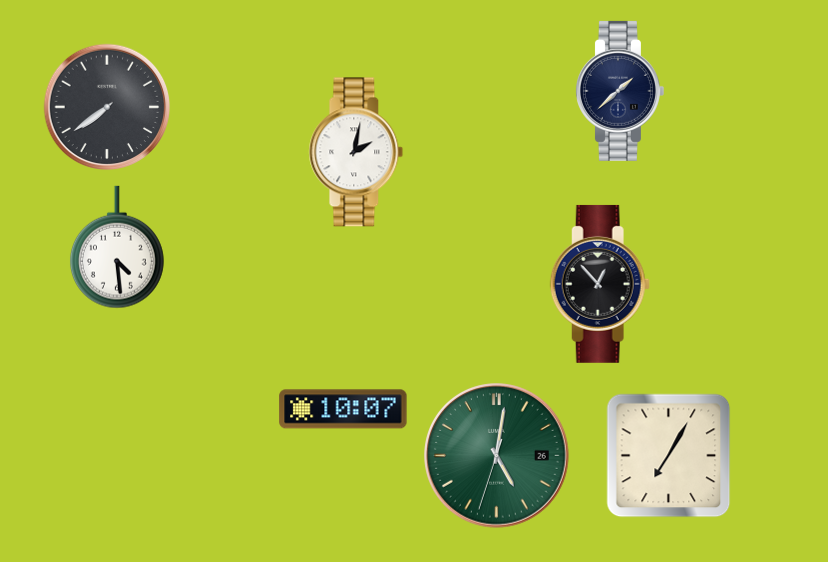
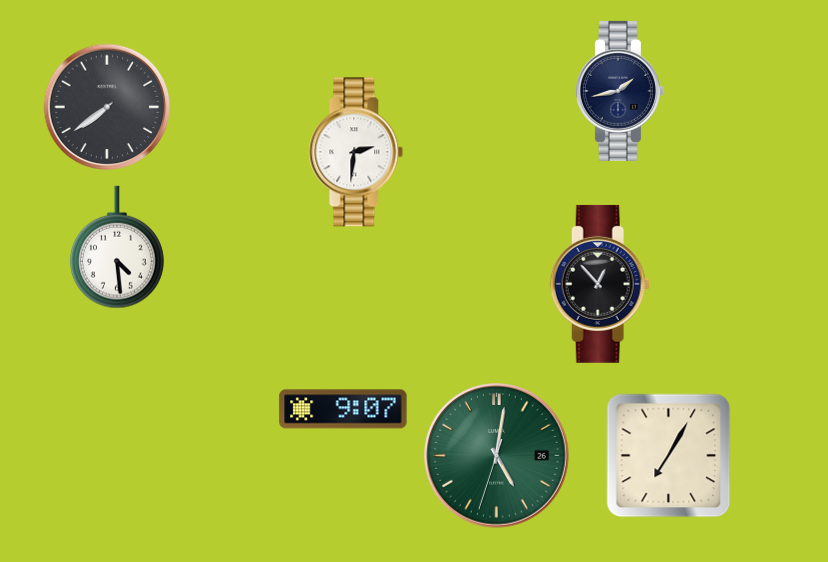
clock at (619, 91): 1:38 -> 1:43
clock at (356, 152): 2:02 -> 2:31
clock at (343, 409): 10:07 -> 9:07
